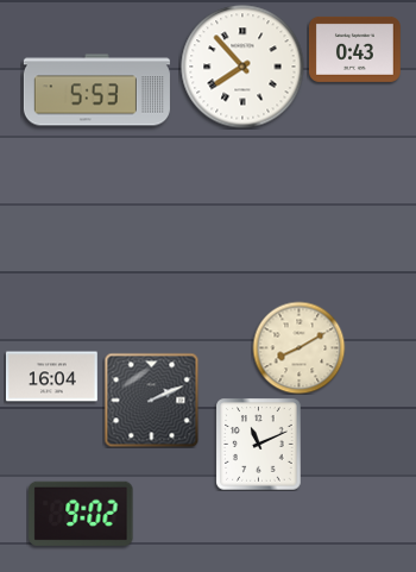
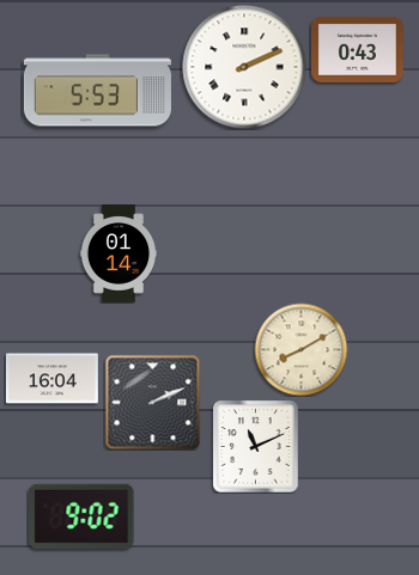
clock at (242, 67): 7:53 -> 2:11
clock at (119, 253): none -> 01:14
clock at (259, 444) position: (259, 444) -> (256, 446)
